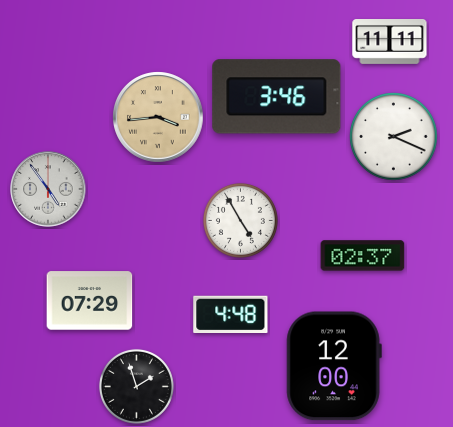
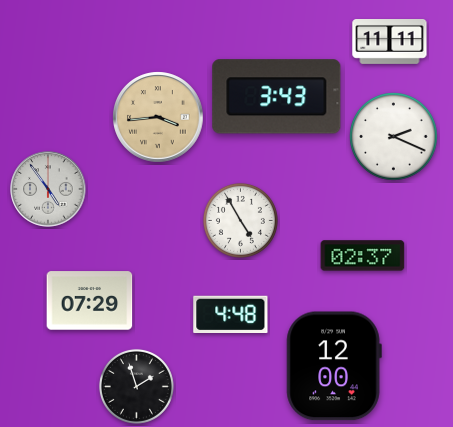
clock at (277, 97): 3:46 -> 3:43
